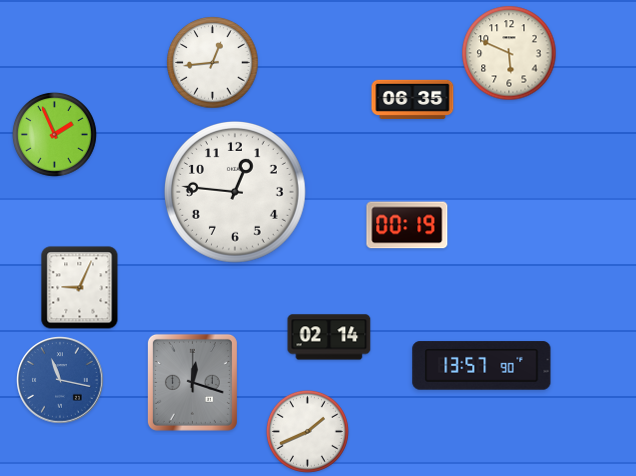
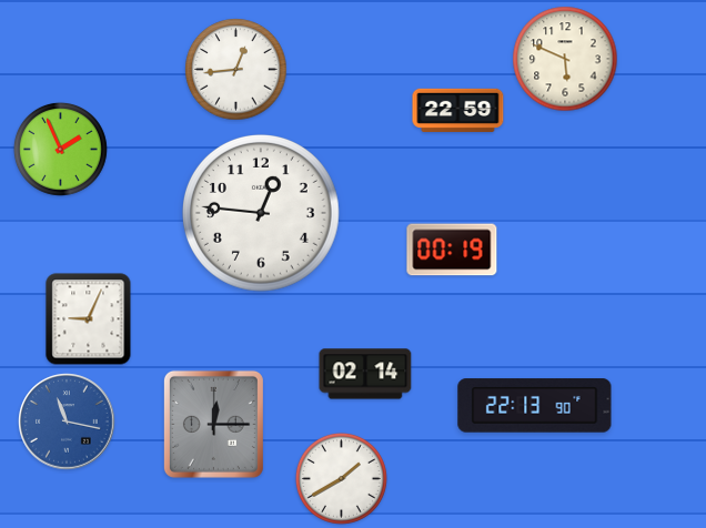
clock at (413, 99): 06:35 -> 22:59
clock at (482, 366): 13:57 -> 22:13
clock at (192, 382): 12:18 -> 12:15
clock at (307, 431): 1:41 -> 1:40
